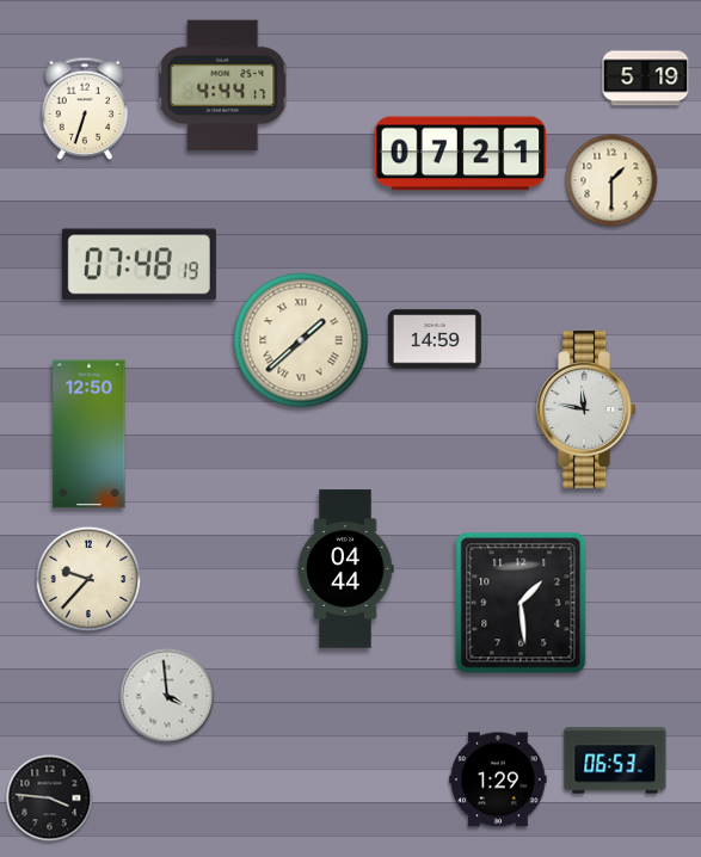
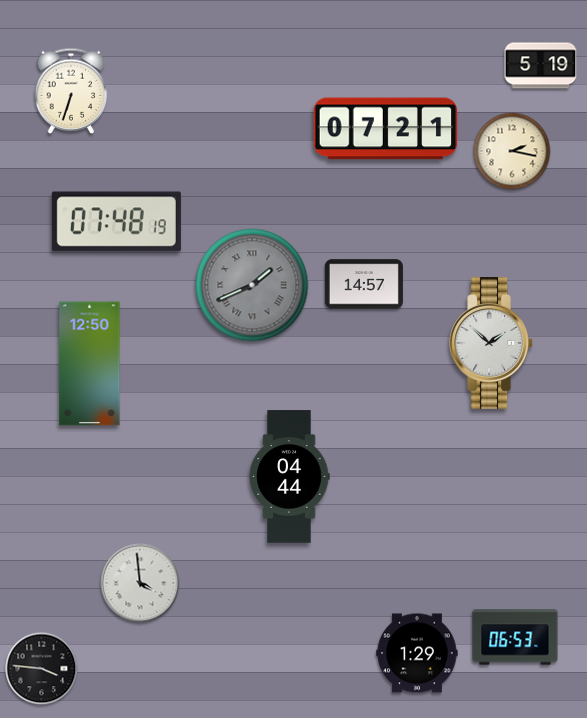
clock at (223, 86): 4:44 -> none
clock at (611, 180): 1:30 -> 2:17
clock at (435, 339): 14:59 -> 14:57
clock at (301, 340): 1:38 -> 1:41
clock at (301, 340) dial: cream -> grey
clock at (586, 411): 11:47 -> 1:52
clock at (90, 434) position: (90, 434) -> (90, 364)
clock at (88, 579): 9:37 -> none
clock at (521, 603): 1:29 -> none
